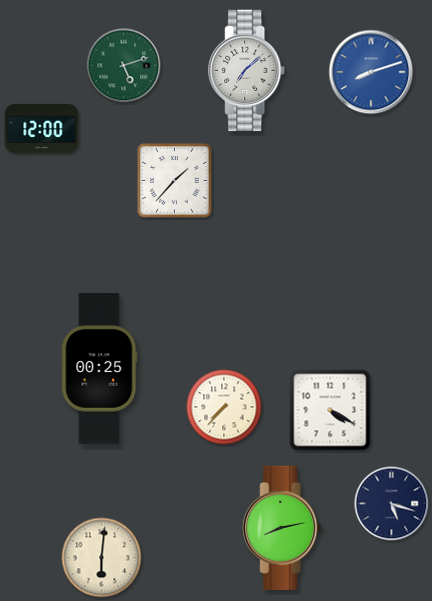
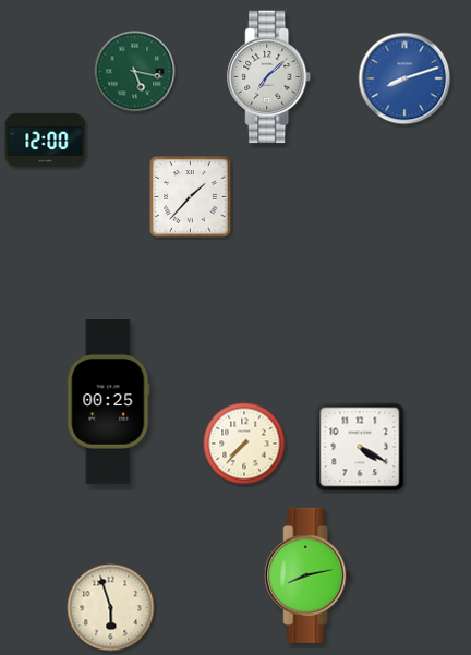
clock at (124, 66): 5:12 -> 5:17
clock at (392, 504): 5:18 -> none
clock at (102, 558): 6:01 -> 5:57
